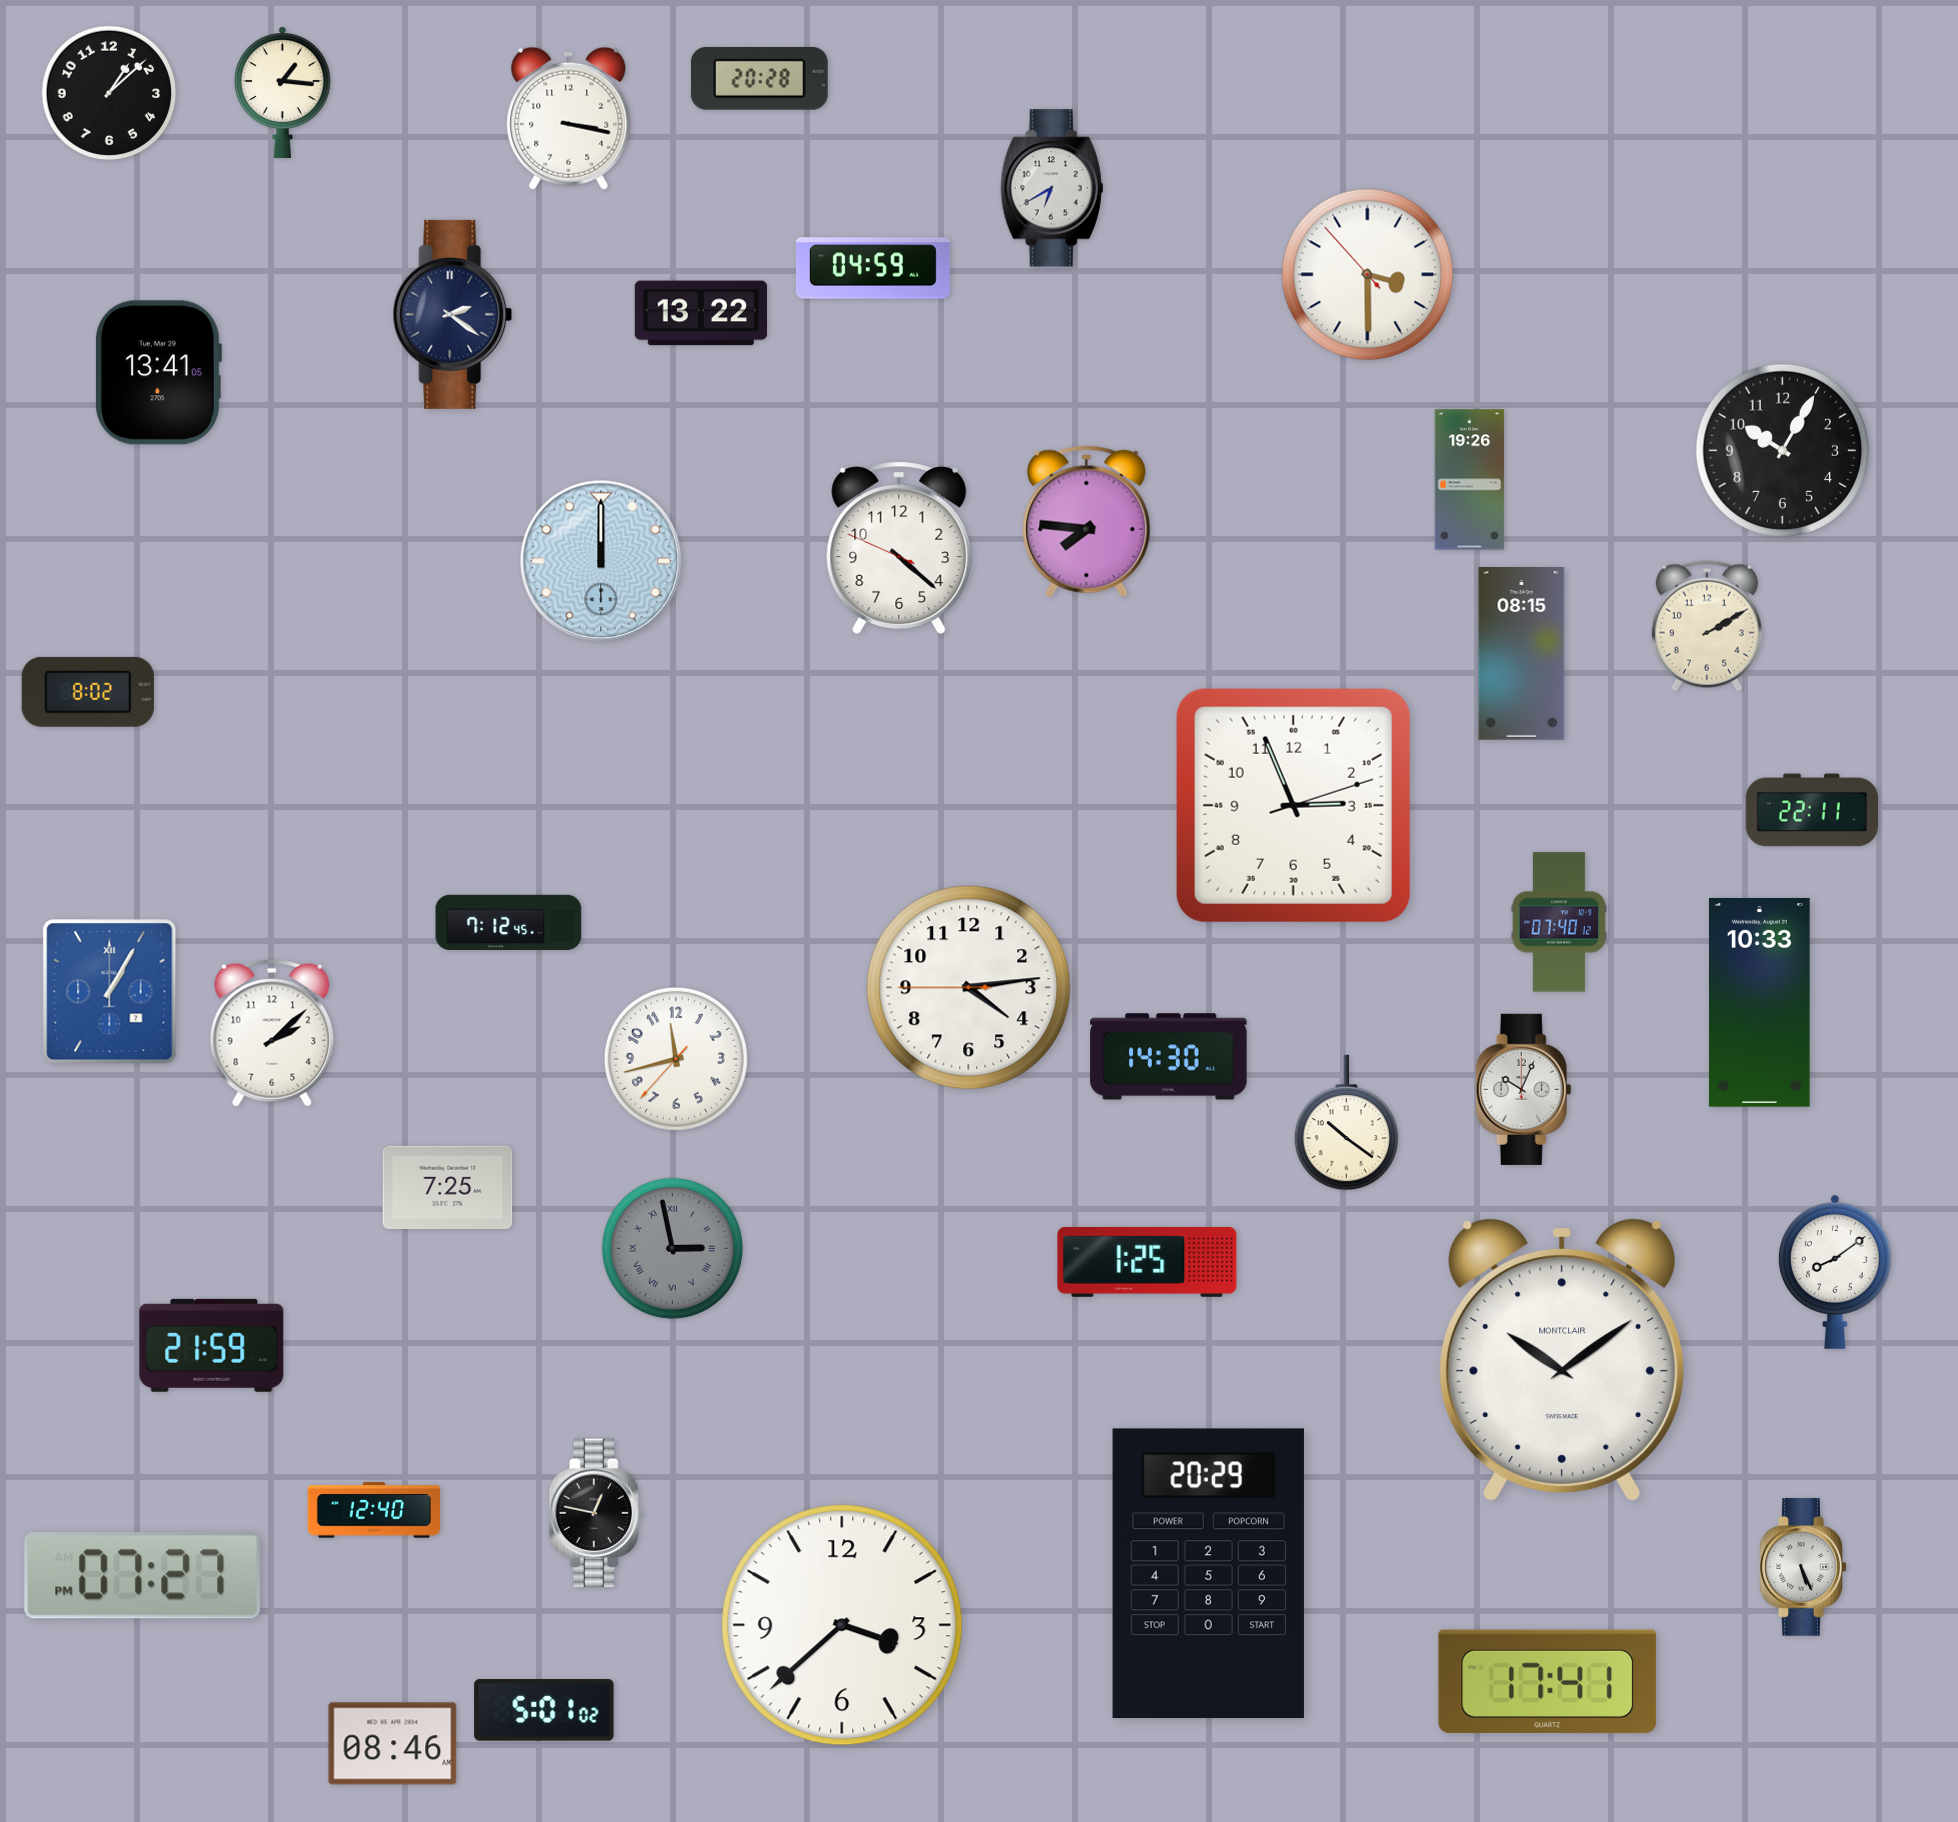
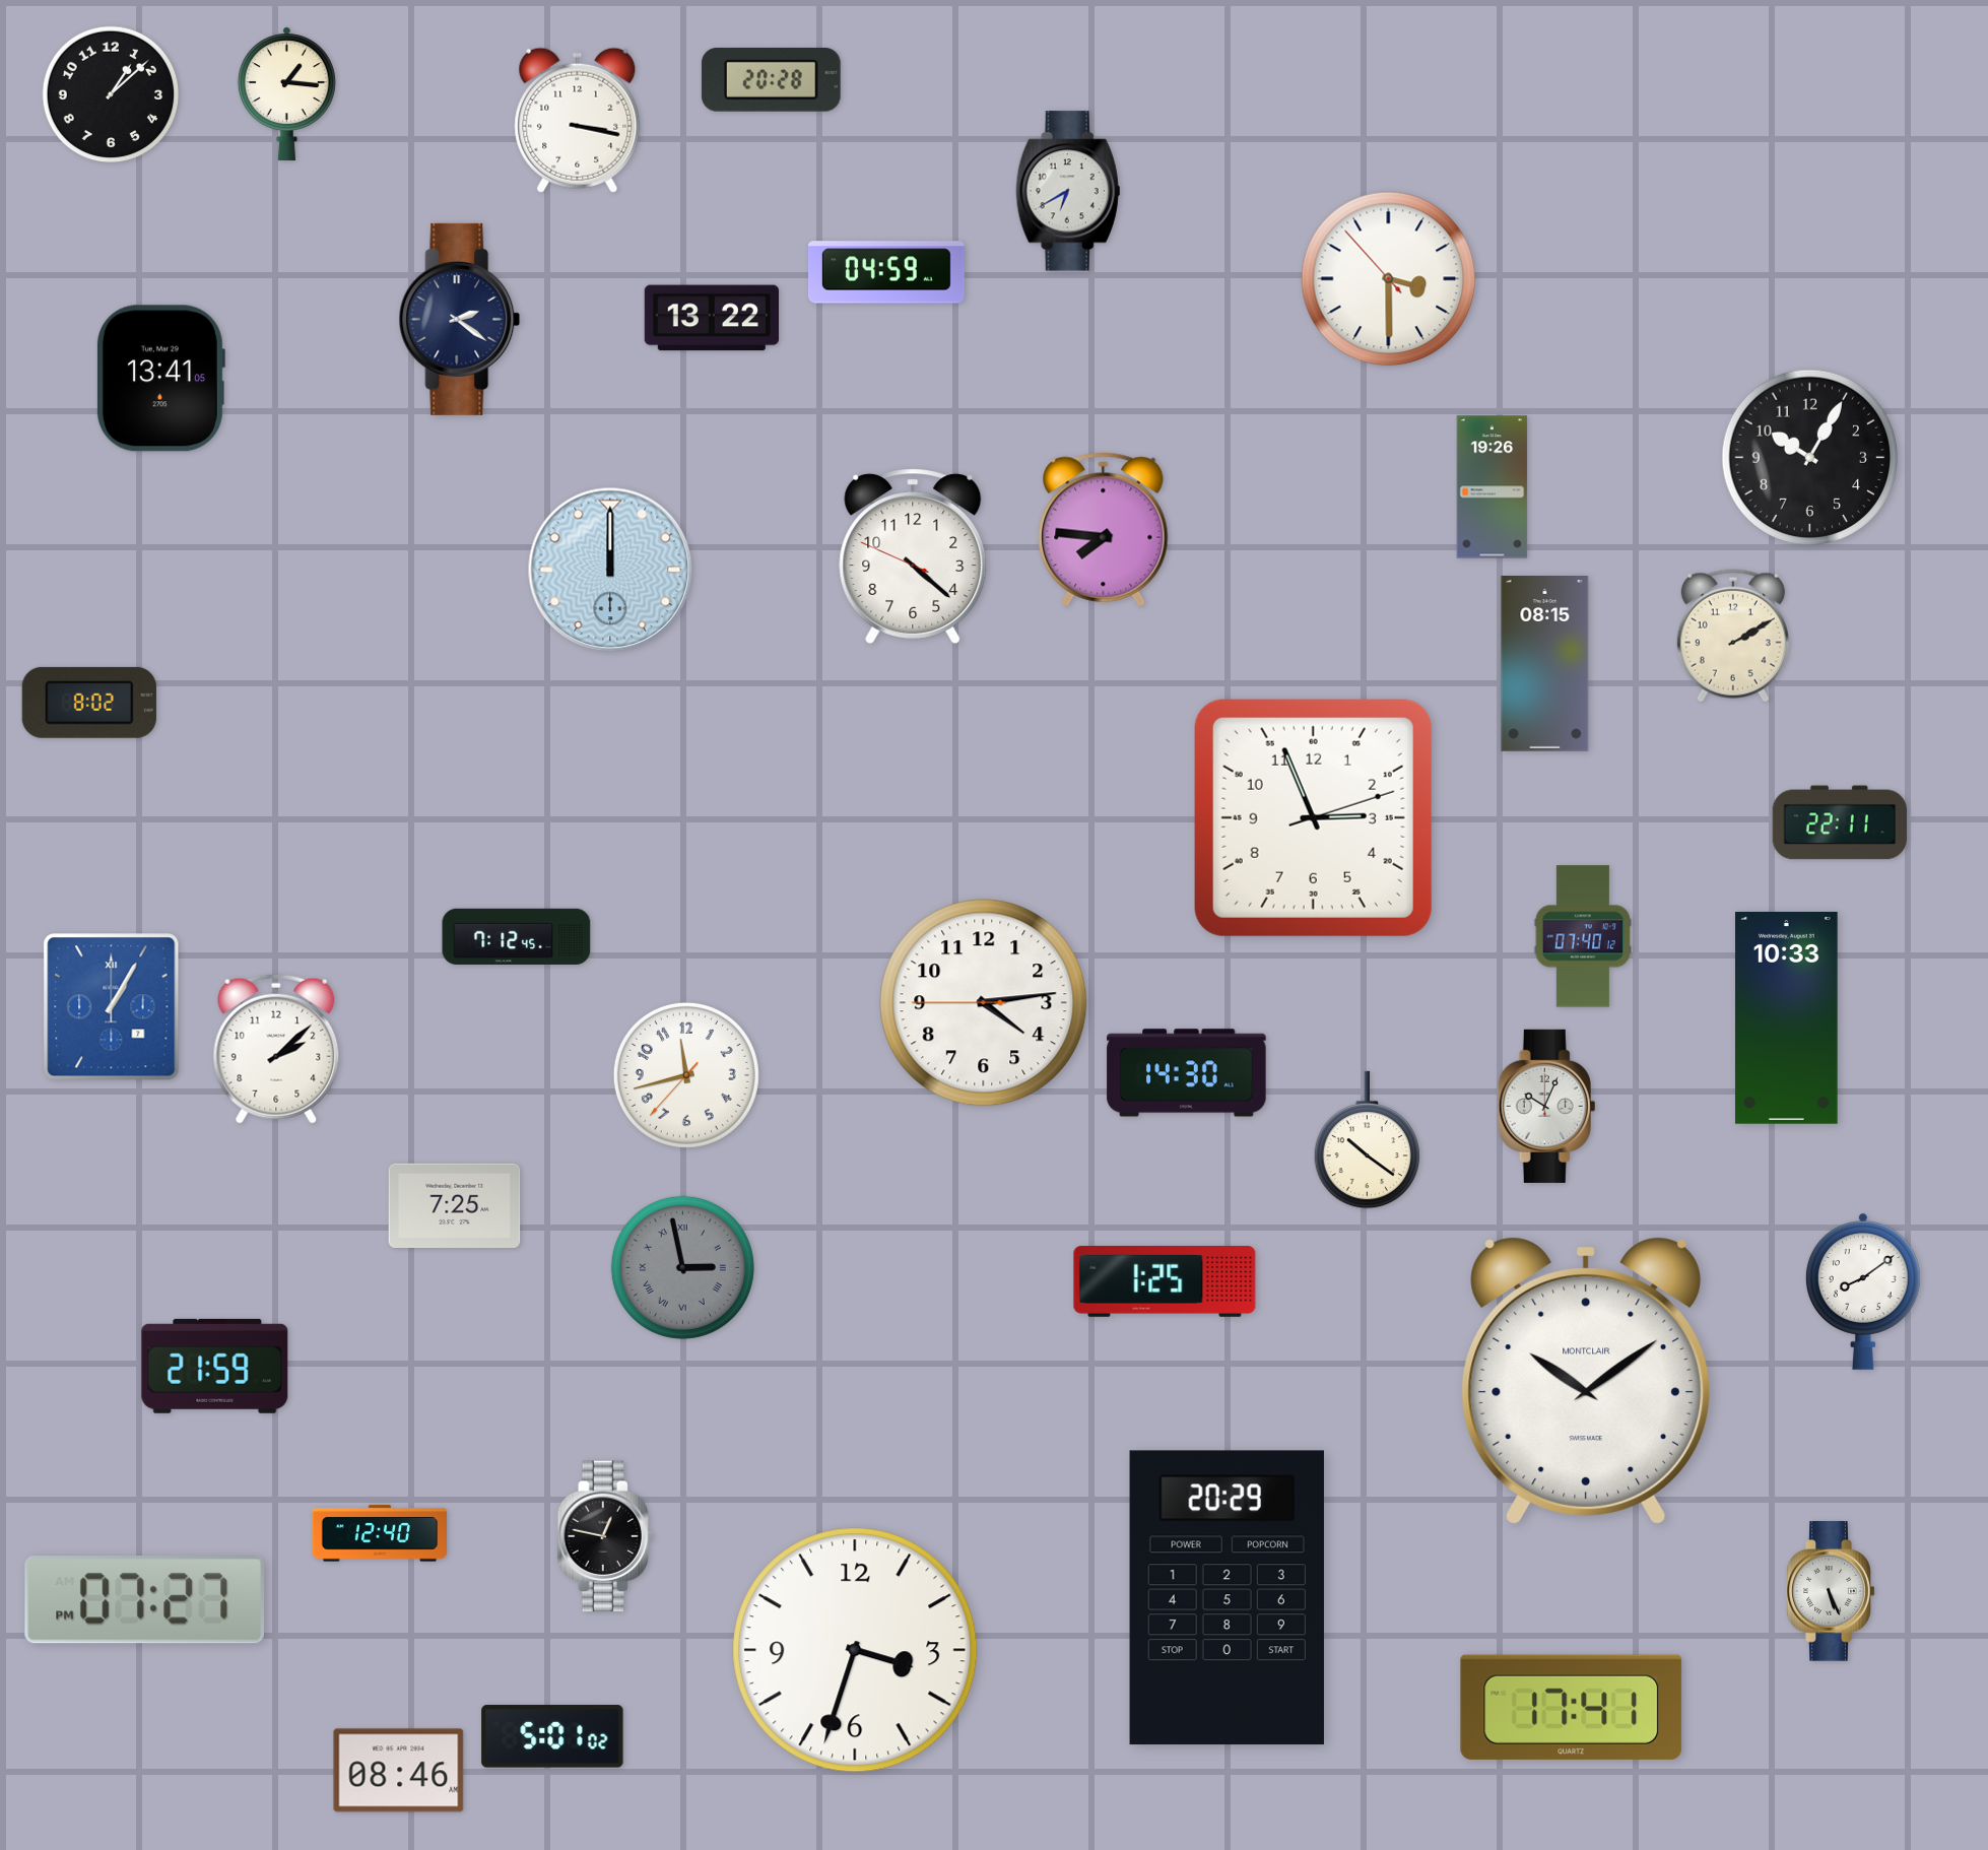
clock at (842, 1625): 3:38 -> 3:33
